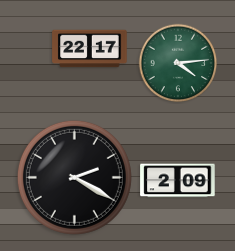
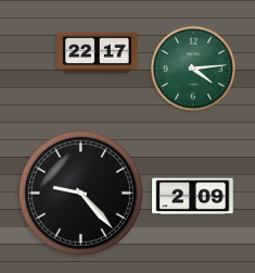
clock at (74, 177): 2:20 -> 9:23
